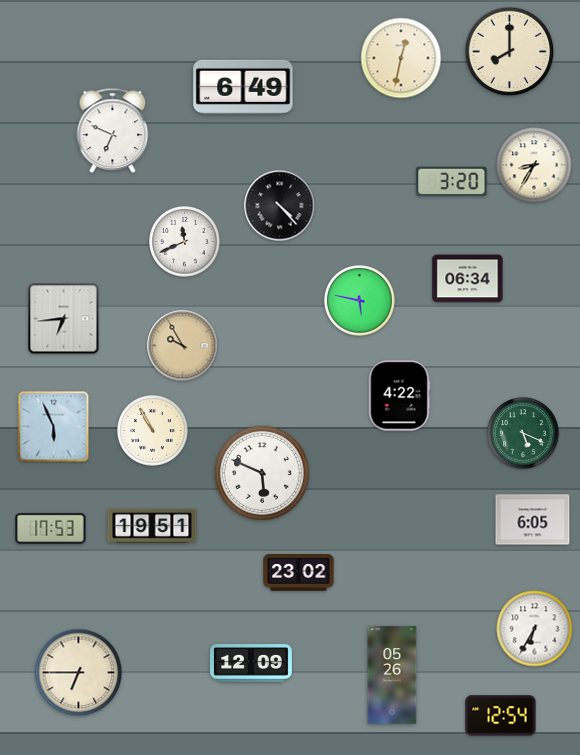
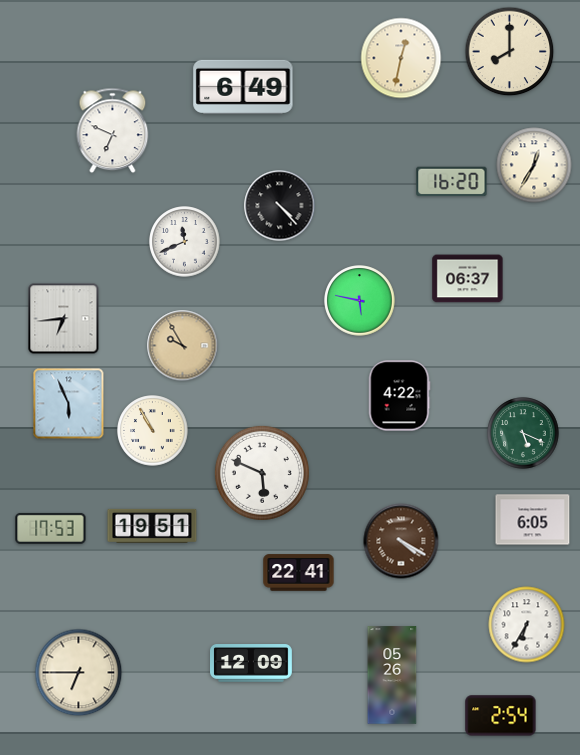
clock at (534, 165): 8:35 -> 12:35
clock at (452, 182): 3:20 -> 16:20
clock at (468, 279): 06:34 -> 06:37
clock at (54, 427) position: (54, 427) -> (69, 404)
clock at (401, 541): none -> 4:20
clock at (299, 573): 23:02 -> 22:41
clock at (535, 629) position: (535, 629) -> (527, 625)
clock at (501, 716): 12:54 -> 2:54
